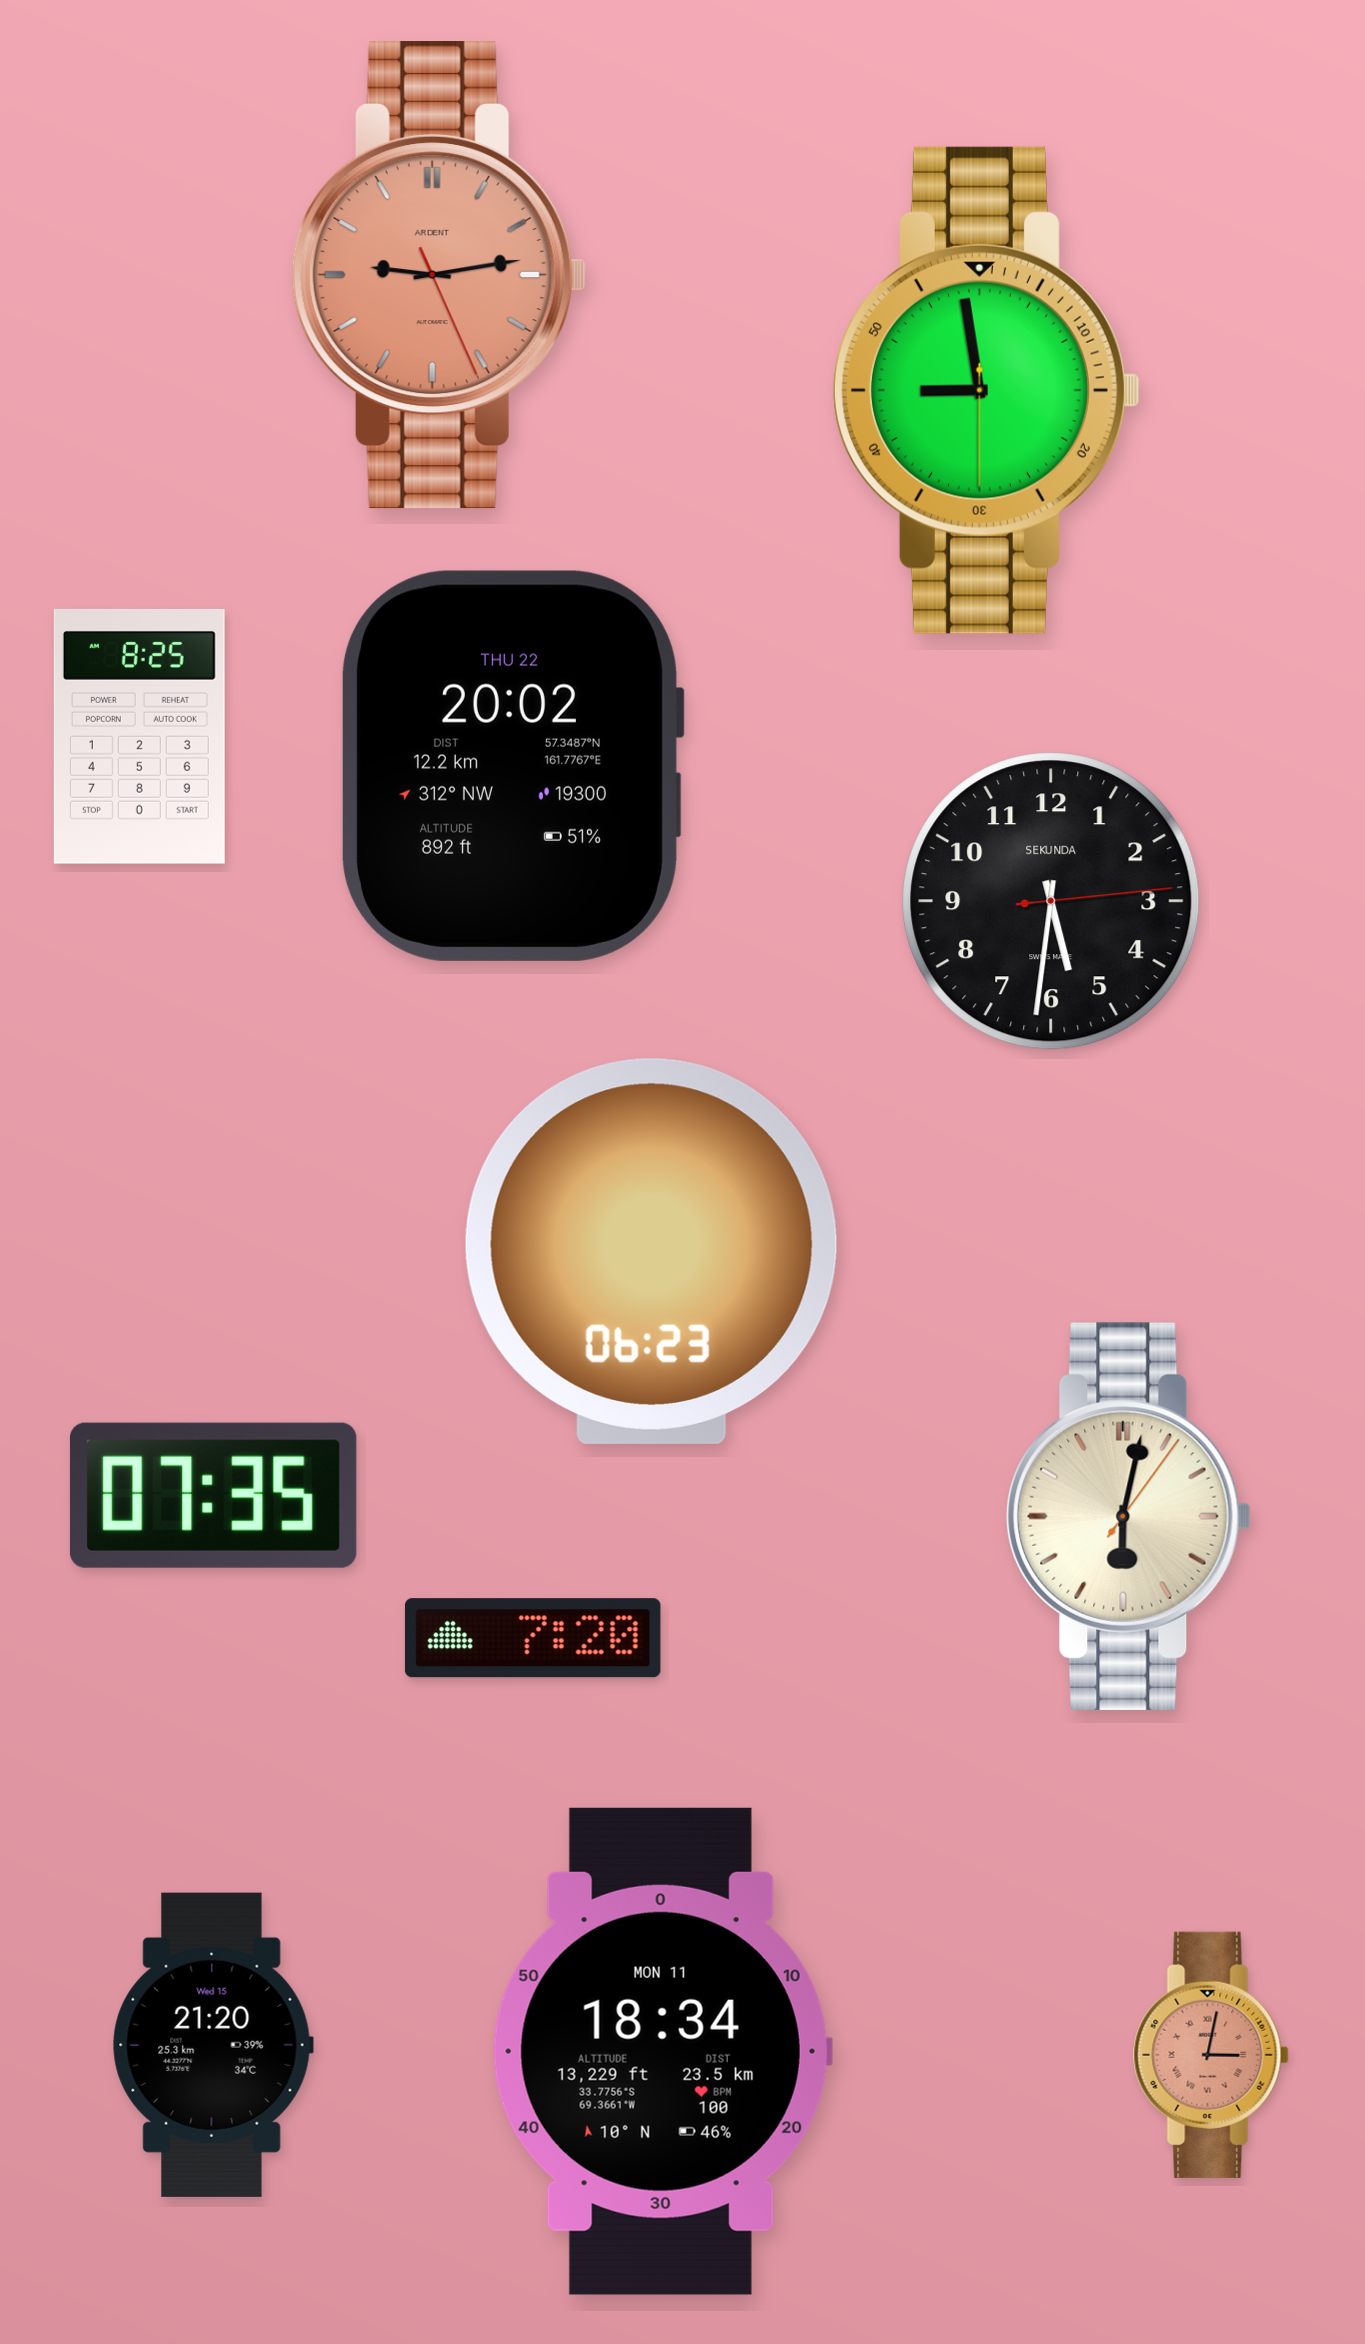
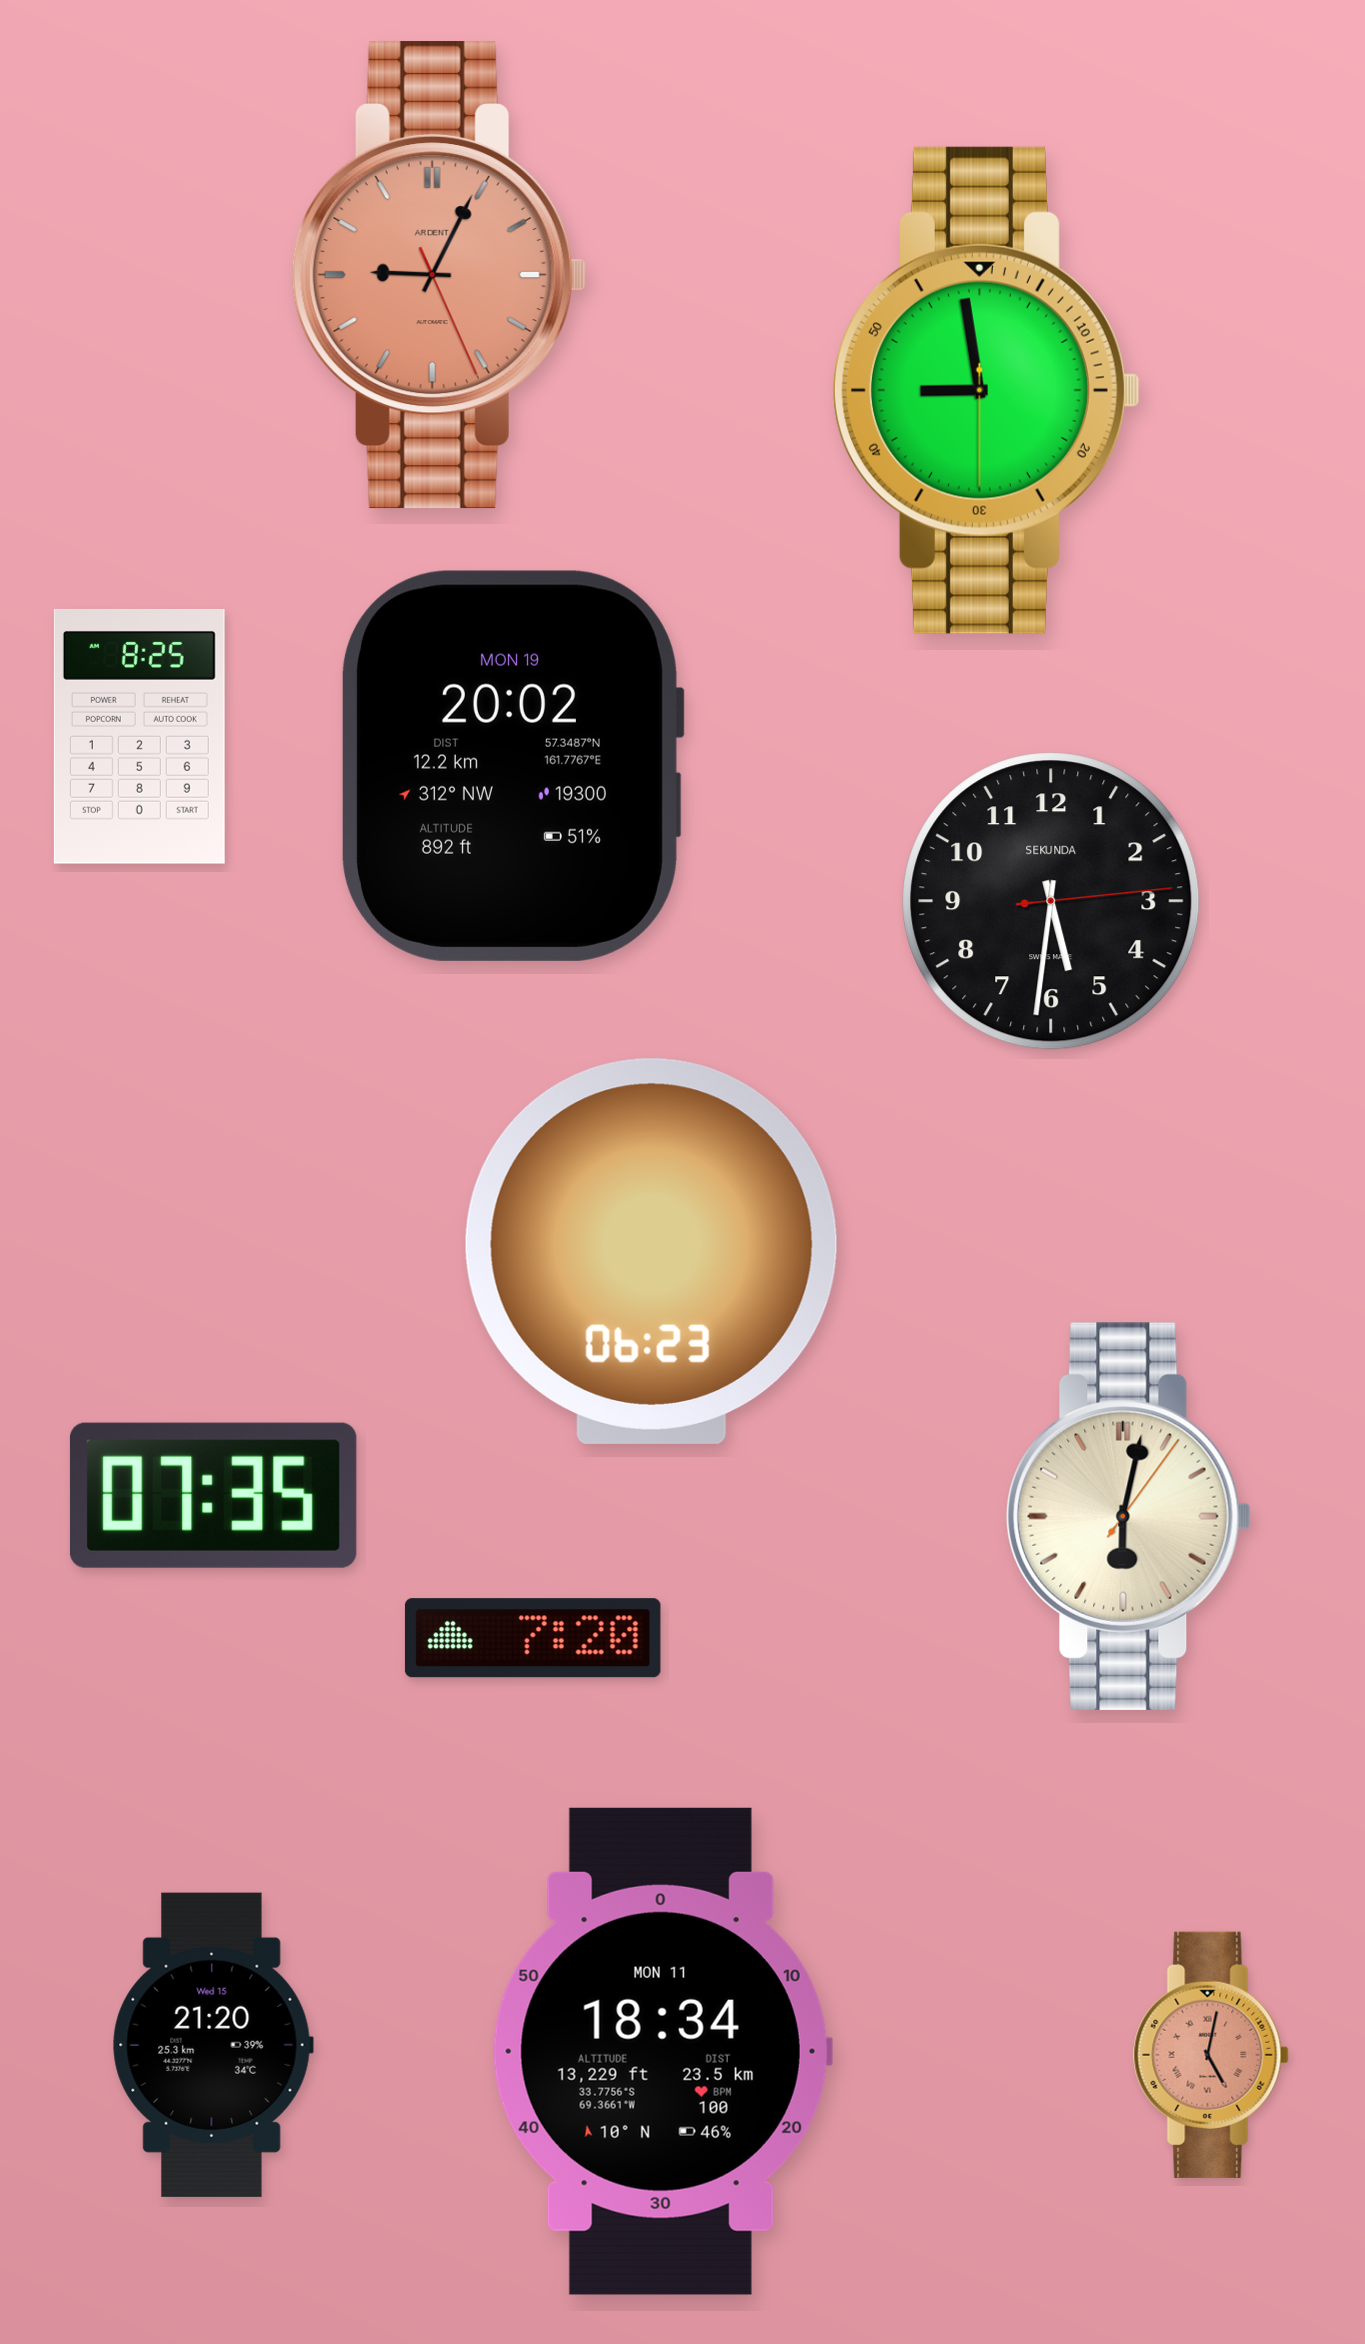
clock at (439, 275): 9:13 -> 9:04
clock at (512, 766) date: THU 22 -> MON 19
clock at (1211, 2055): 3:02 -> 5:02
